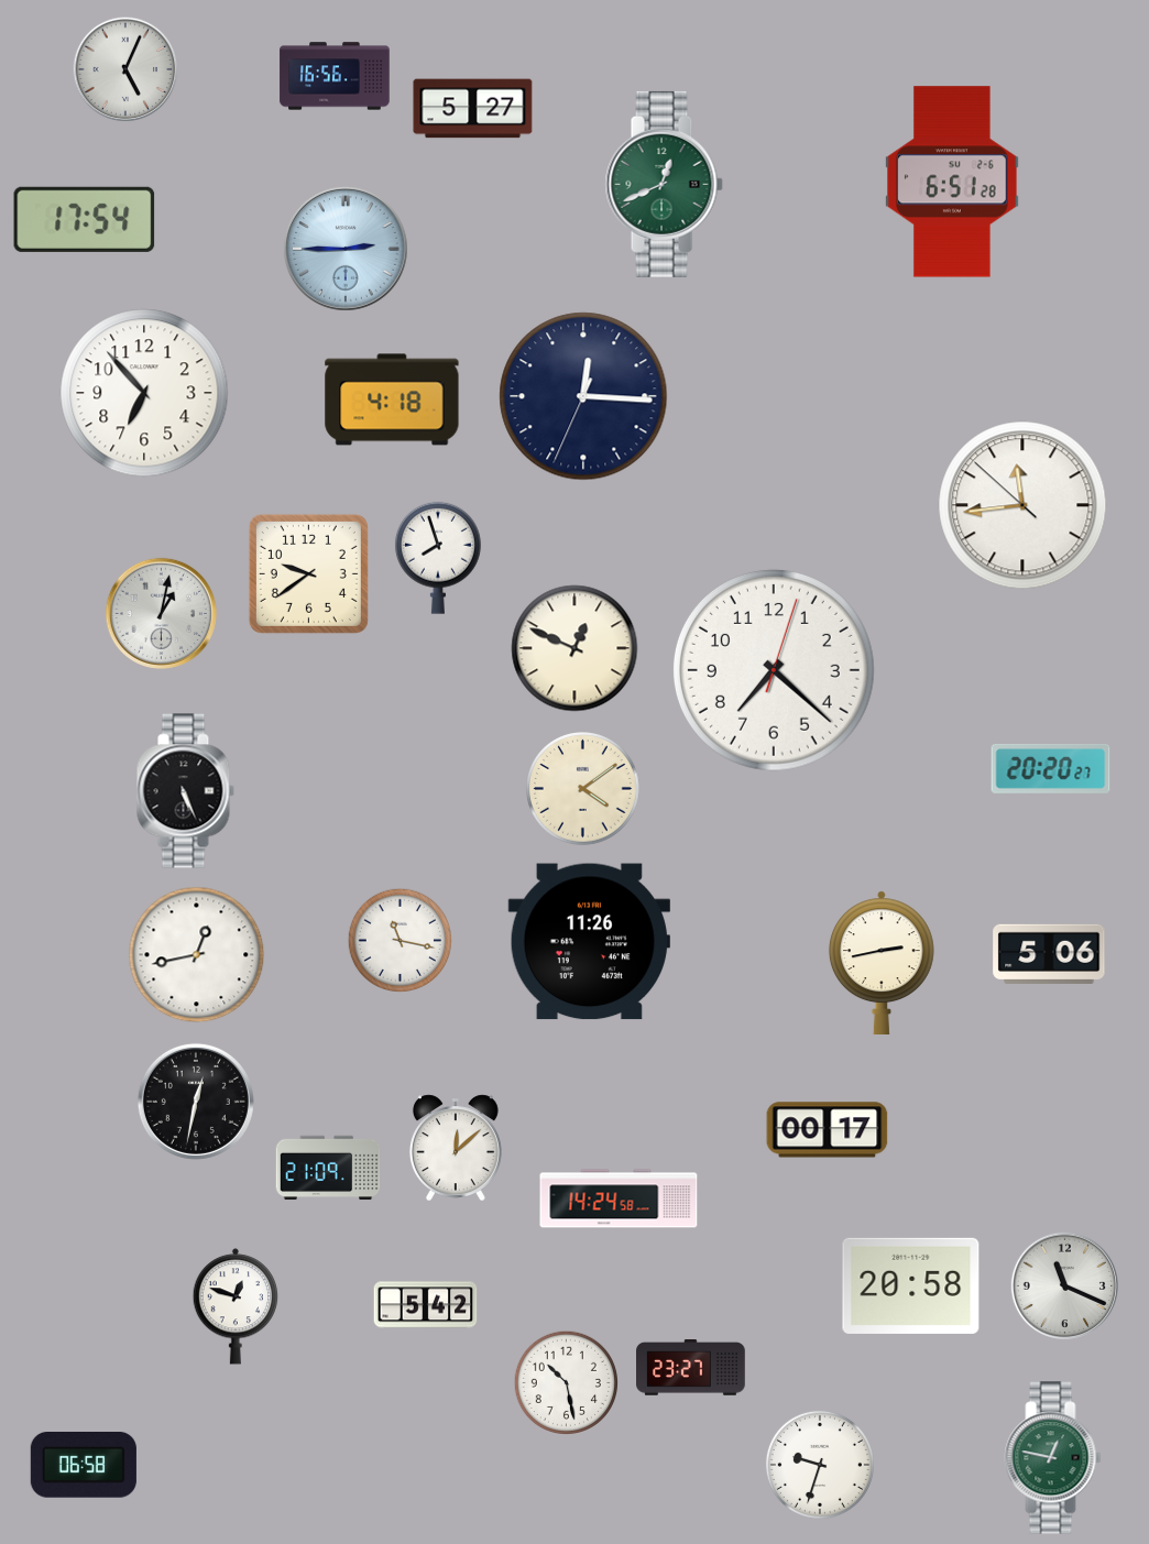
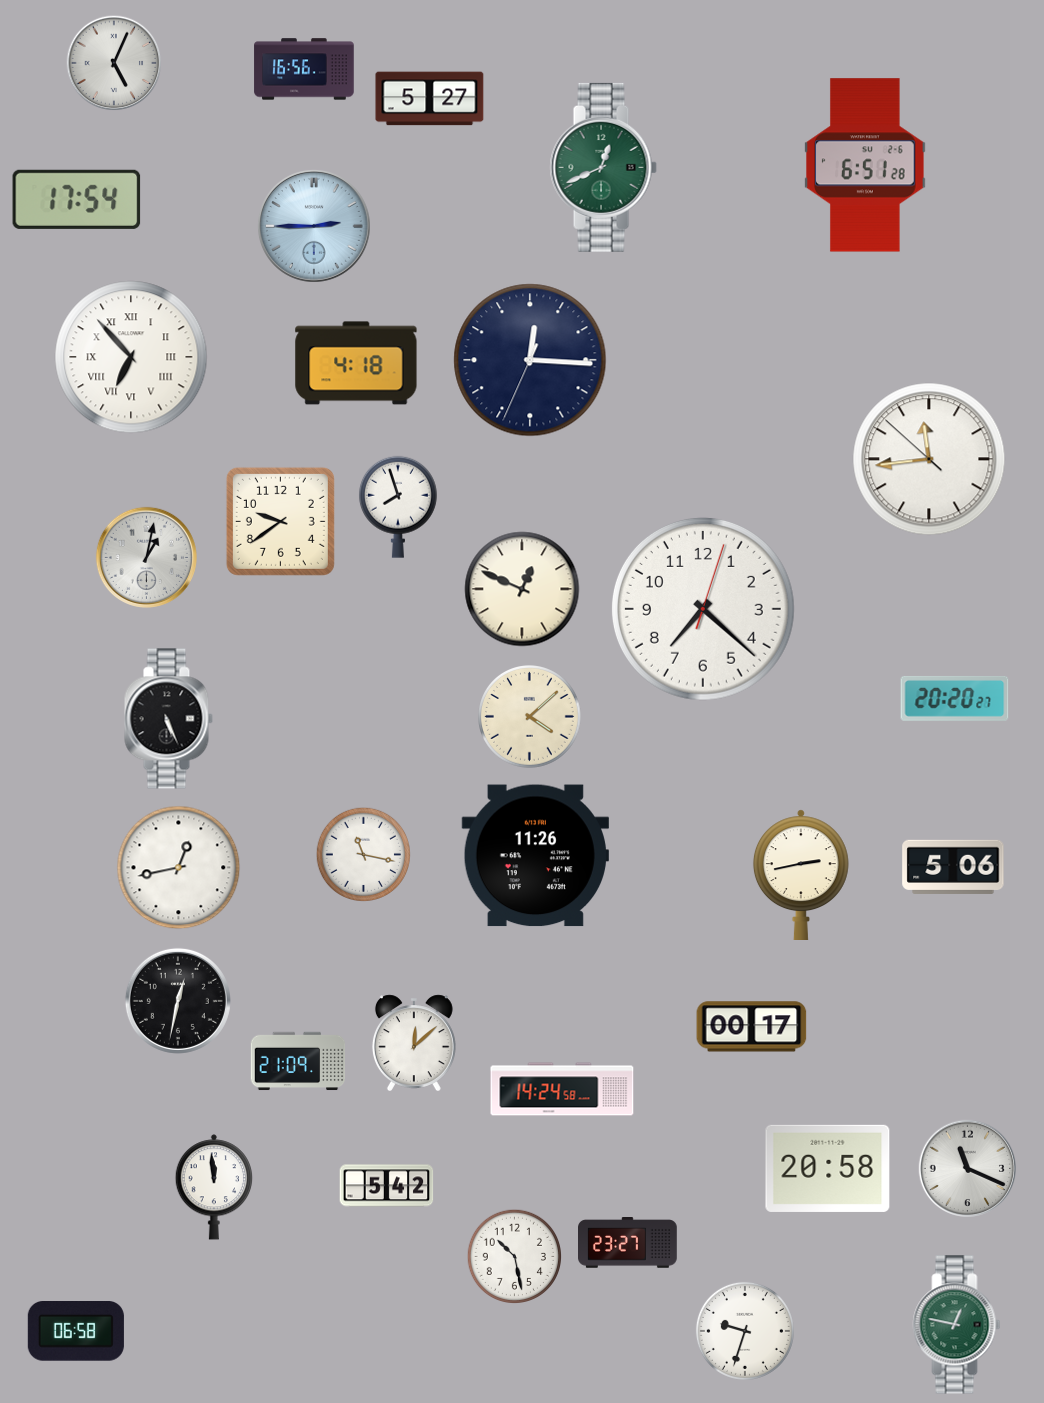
clock at (144, 393) numerals: Arabic -> Roman
clock at (583, 789): 4:09 -> 4:08
clock at (236, 1306): 12:48 -> 11:59
